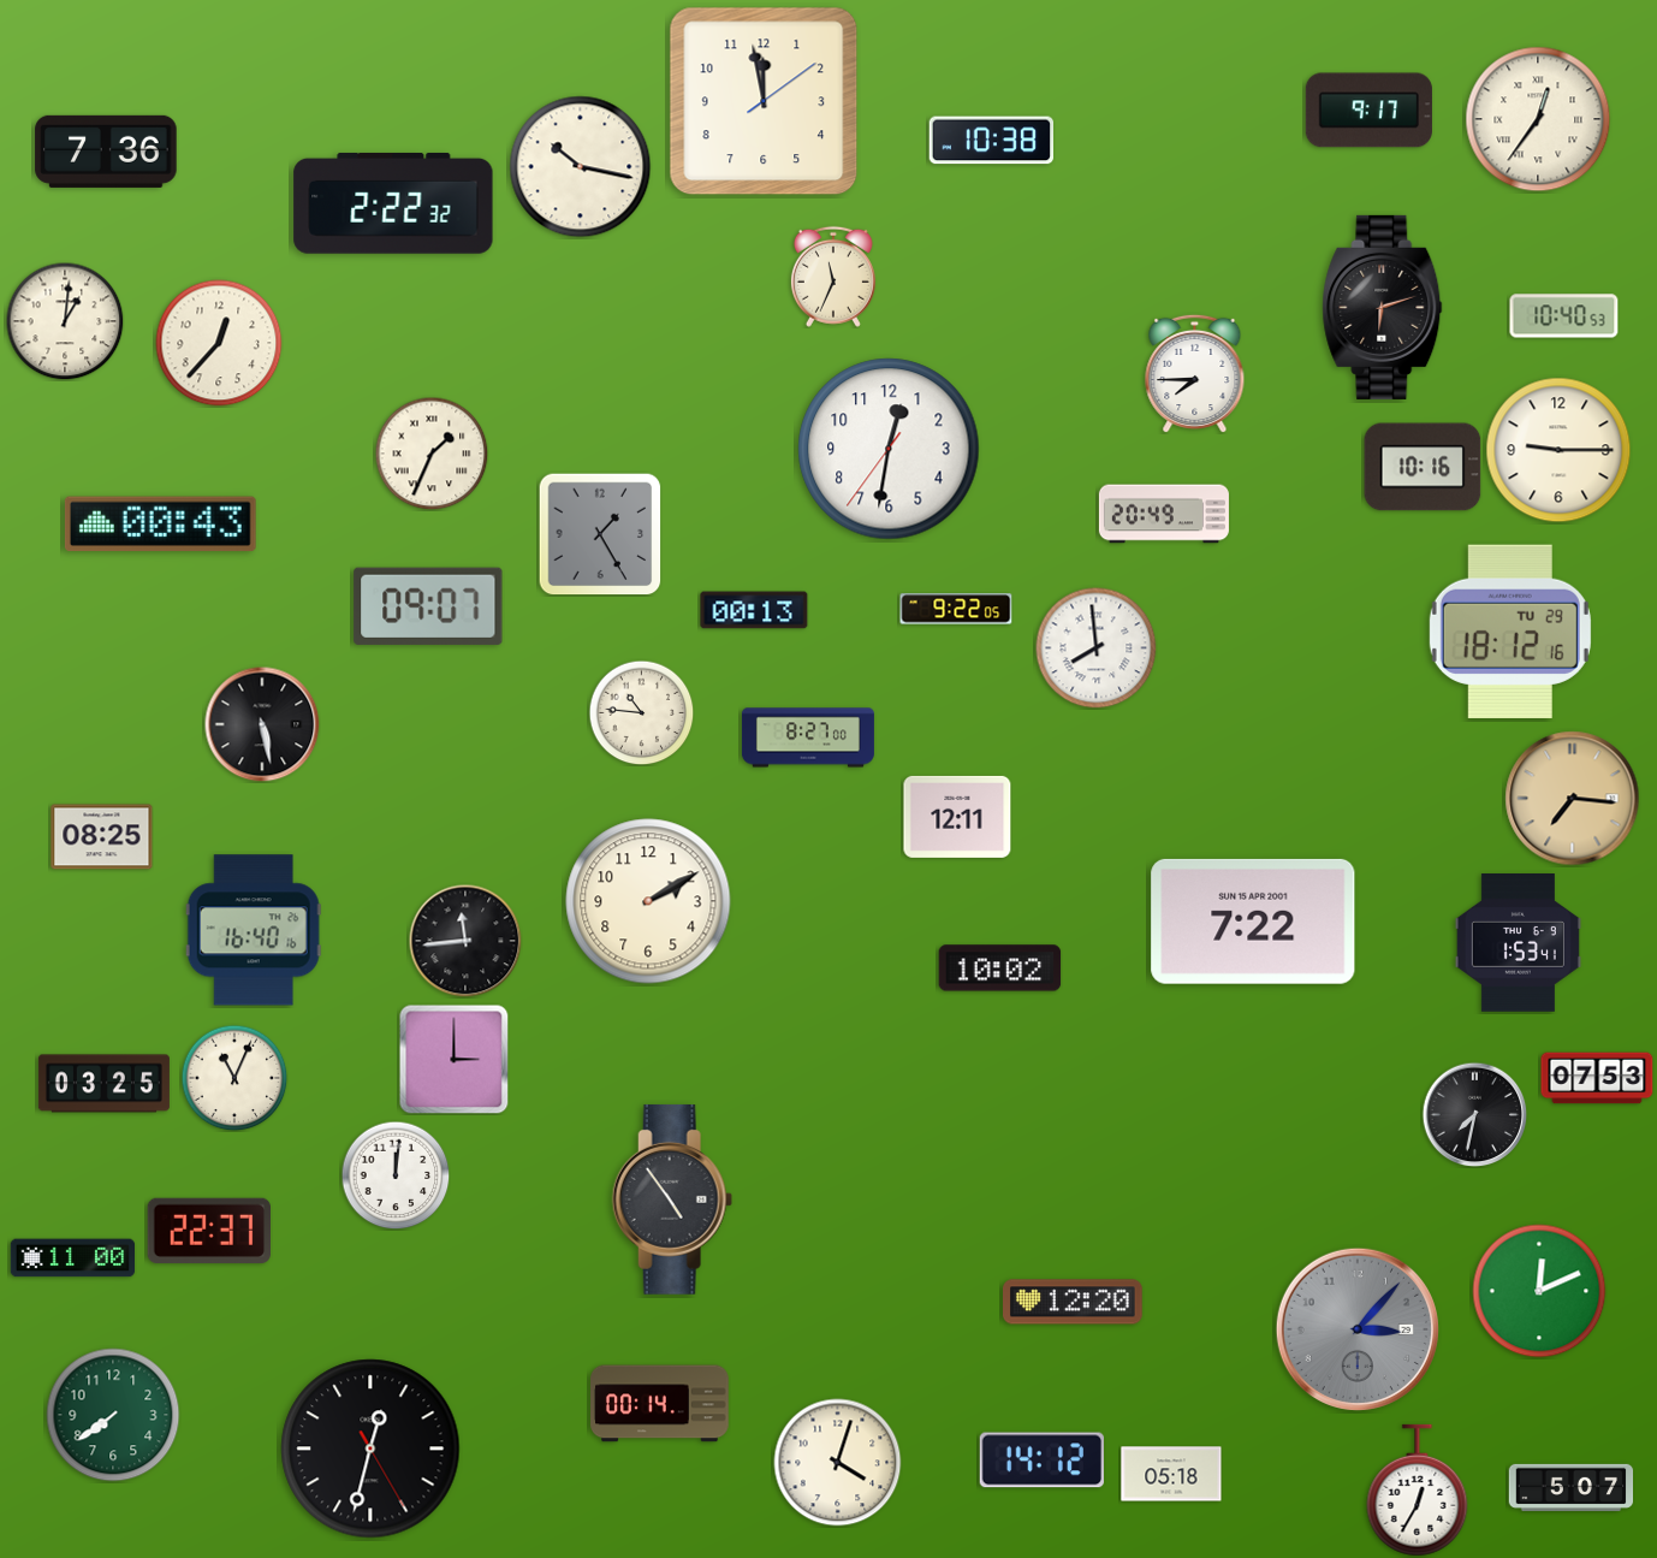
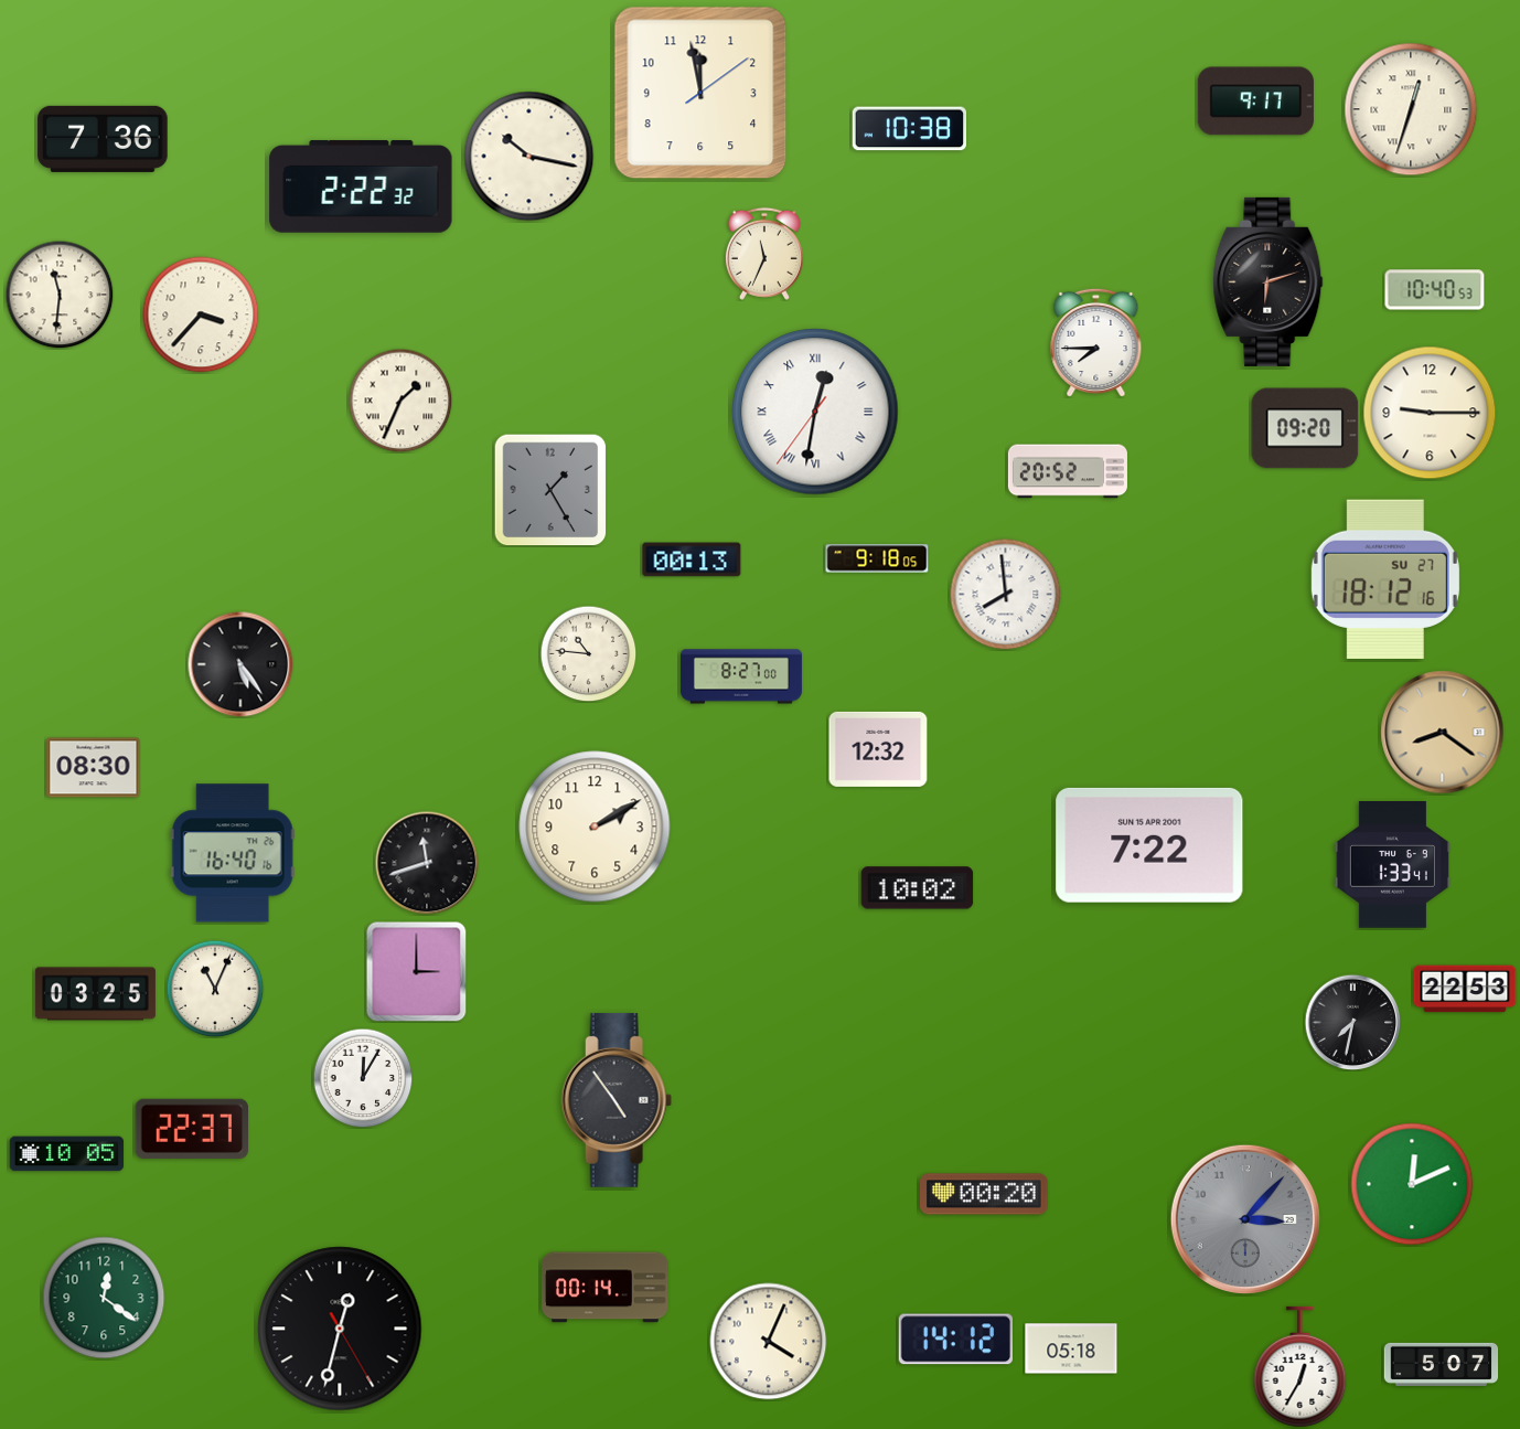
clock at (1538, 119): 12:36 -> 12:33
clock at (106, 152) position: (106, 152) -> (103, 139)
clock at (581, 167) position: (581, 167) -> (529, 157)
clock at (65, 321): 1:01 -> 11:31
clock at (219, 343): 12:37 -> 3:37
clock at (889, 449) numerals: Arabic -> Roman
clock at (432, 454) position: (432, 454) -> (400, 401)
clock at (1423, 467): 10:16 -> 09:20
clock at (1164, 514): 20:49 -> 20:52
clock at (160, 525): 00:43 -> none
clock at (428, 606): 09:07 -> none
clock at (956, 609): 9:22 -> 9:18
clock at (1510, 630) date: TU 29 -> SU 27
clock at (262, 724): 5:28 -> 5:24
clock at (1573, 799): 7:16 -> 8:21
clock at (957, 817): 12:11 -> 12:32
clock at (102, 837): 08:25 -> 08:30
clock at (465, 941): 11:44 -> 11:42
clock at (1518, 943): 1:53 -> 1:33
clock at (1597, 1078): 07:53 -> 22:53
clock at (396, 1175): 12:01 -> 12:05
clock at (73, 1258): 11:00 -> 10:05
clock at (1073, 1302): 12:20 -> 00:20
clock at (113, 1415): 7:39 -> 12:21
clock at (838, 1463): 4:03 -> 4:04
clock at (1171, 1474) position: (1171, 1474) -> (1071, 1348)
